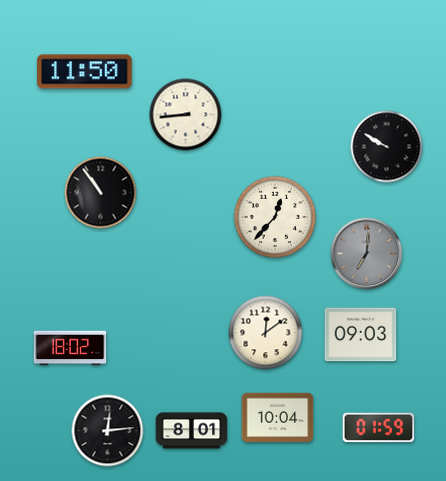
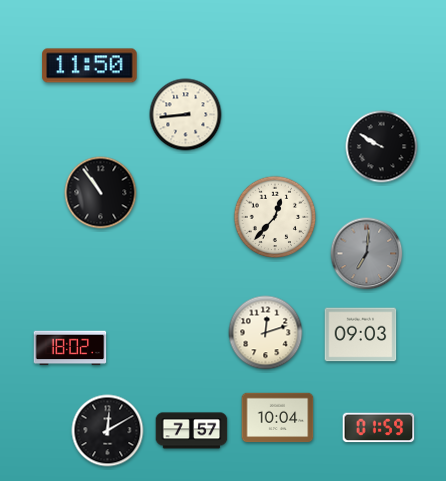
clock at (85, 72) position: (85, 72) -> (90, 66)
clock at (387, 147) position: (387, 147) -> (382, 147)
clock at (266, 333): 12:09 -> 12:12
clock at (108, 431): 12:14 -> 12:10
clock at (192, 431): 8:01 -> 7:57
